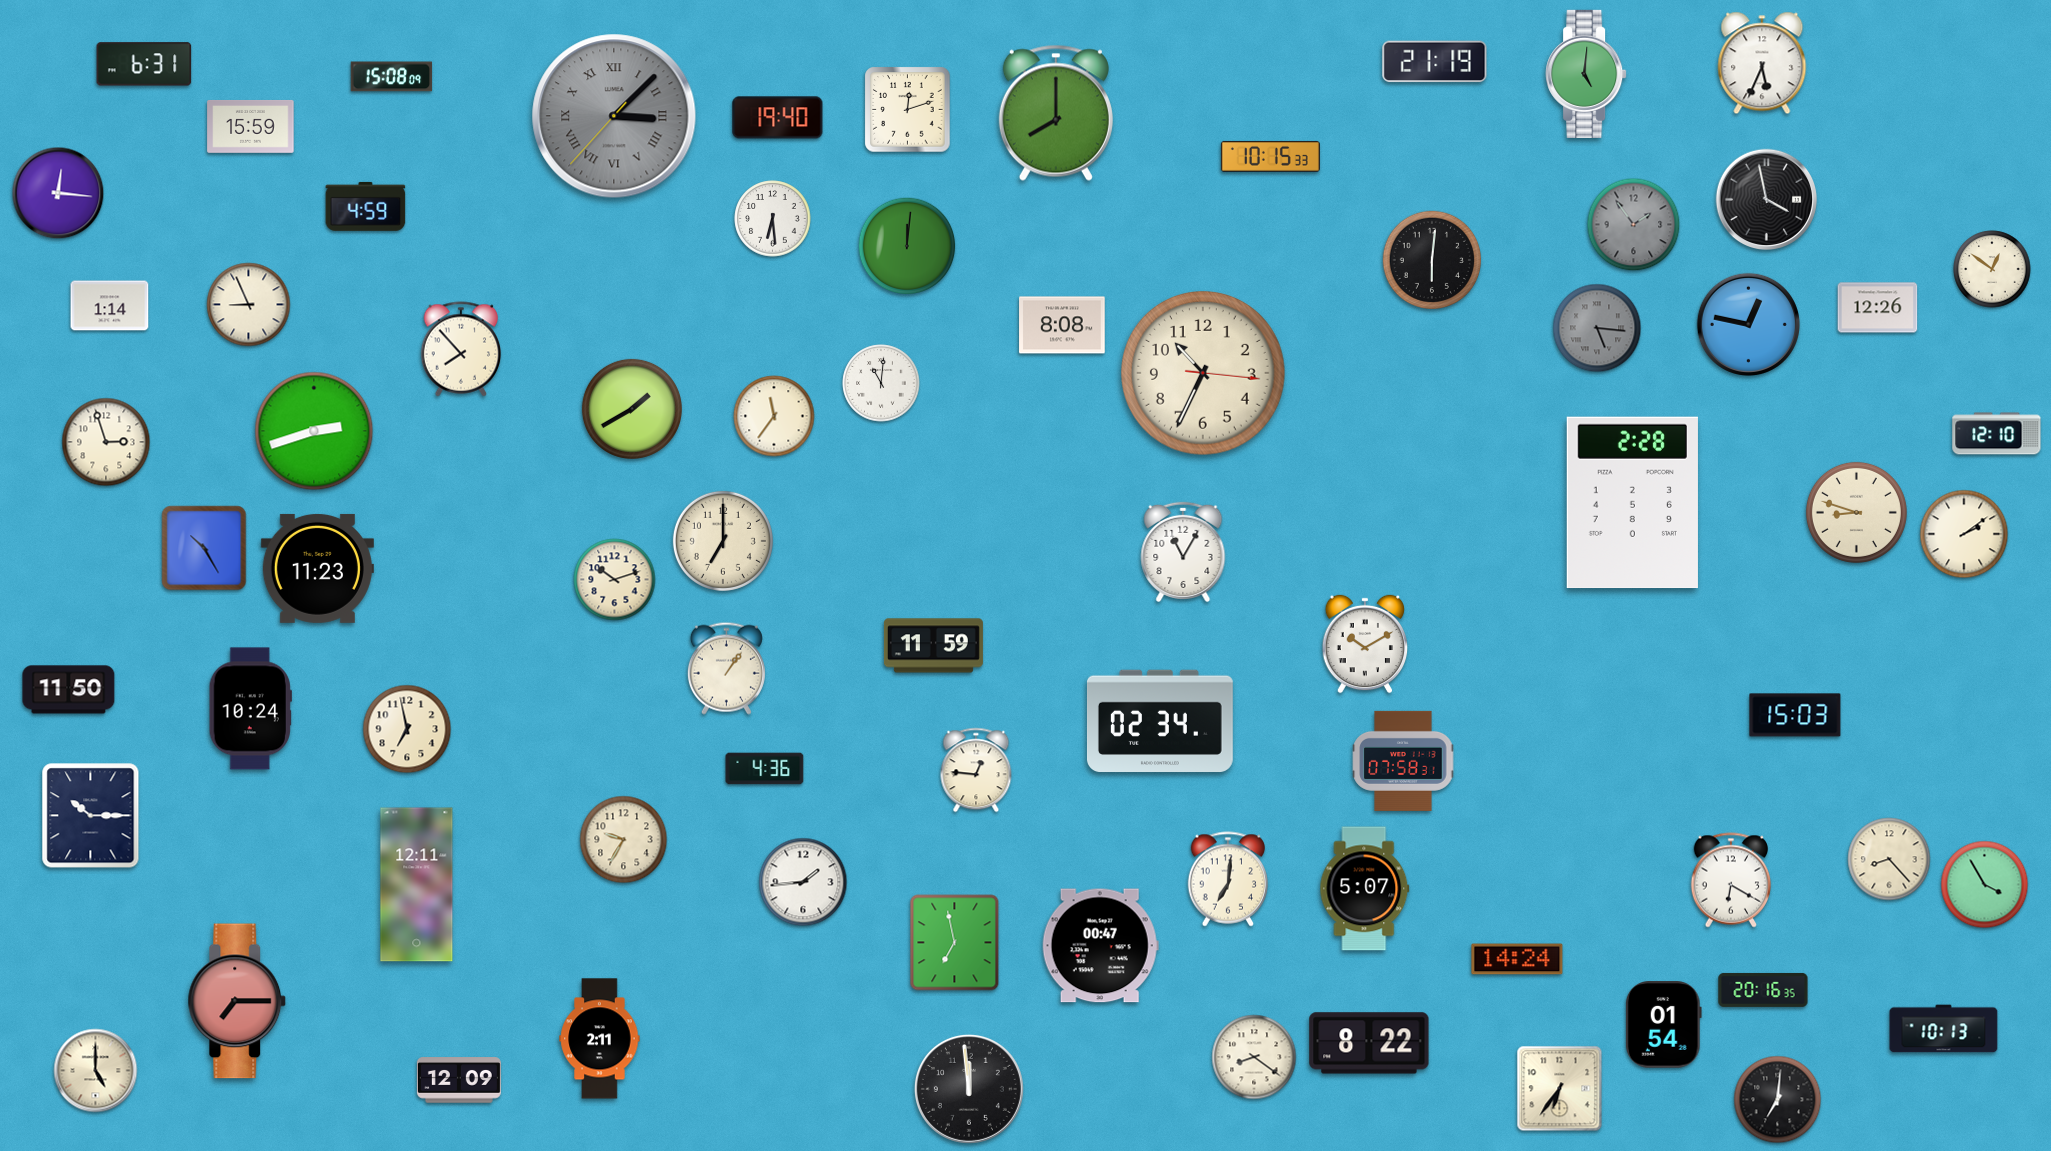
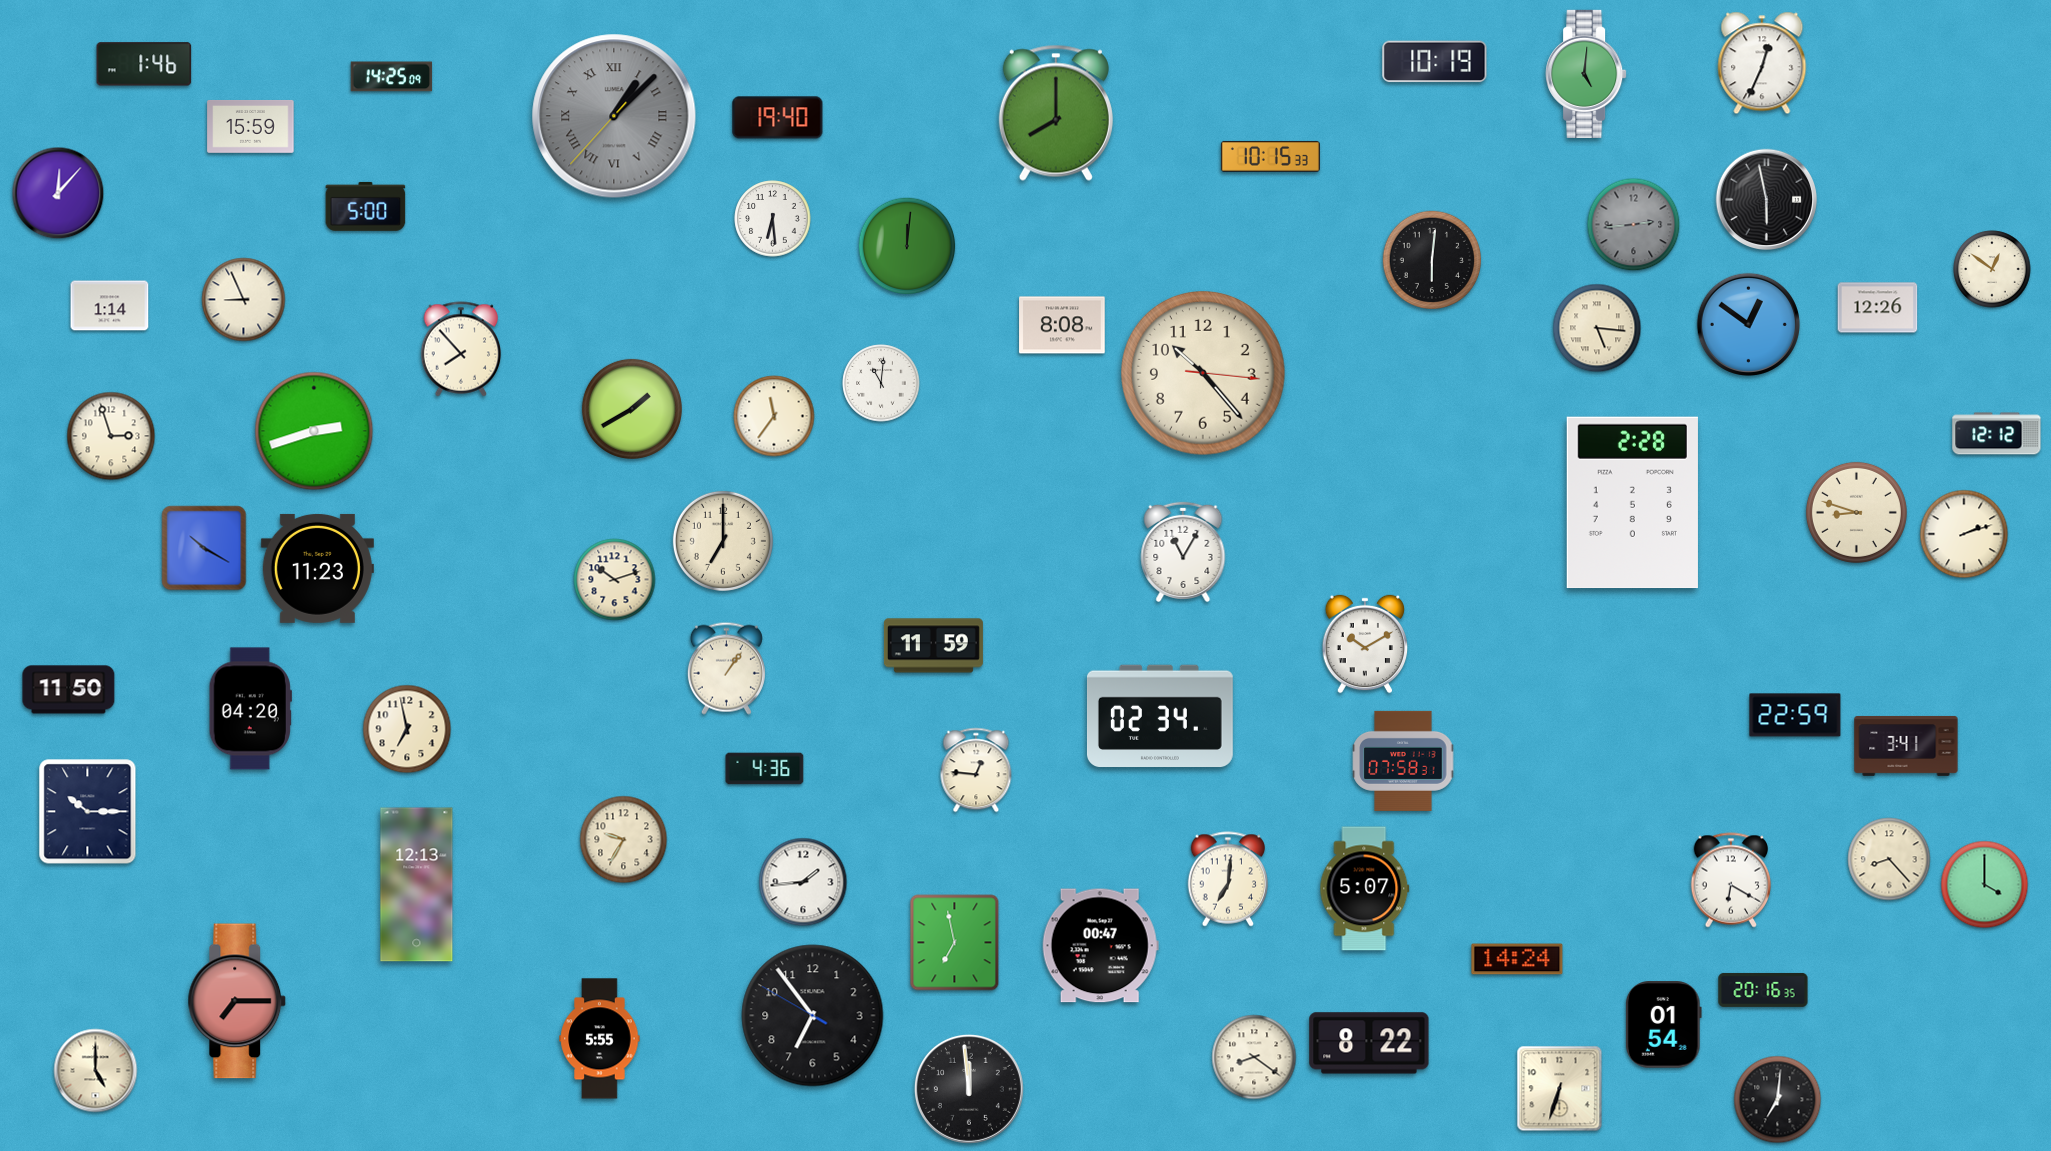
clock at (1435, 62): 21:19 -> 10:19
clock at (1762, 63): 5:34 -> 12:34
clock at (144, 64): 6:31 -> 1:46
clock at (392, 77): 15:08 -> 14:25
clock at (908, 110): 12:12 -> none
clock at (614, 116): 3:07 -> 1:07
clock at (58, 193): 12:16 -> 12:07
clock at (1767, 200): 3:58 -> 5:58
clock at (366, 206): 4:59 -> 5:00
clock at (1634, 225): 1:54 -> 2:44
clock at (249, 305) position: (249, 305) -> (244, 300)
clock at (1748, 324): 12:47 -> 12:51
clock at (1597, 328) dial: grey -> cream
clock at (1204, 374): 10:34 -> 10:23
clock at (1997, 434): 12:10 -> 12:12
clock at (106, 442) position: (106, 442) -> (111, 436)
clock at (1964, 534): 2:09 -> 2:12
clock at (204, 548): 10:25 -> 10:20
clock at (250, 709): 10:24 -> 04:20
clock at (1795, 715): 15:03 -> 22:59
clock at (1160, 721) position: (1160, 721) -> (1160, 716)
clock at (1906, 746): none -> 3:41
clock at (91, 816) position: (91, 816) -> (88, 812)
clock at (417, 885): 12:11 -> 12:13
clock at (1985, 885): 3:55 -> 4:00
clock at (813, 1016): none -> 6:53
clock at (1944, 1029): 10:13 -> none
clock at (600, 1039): 2:11 -> 5:55
clock at (459, 1080): 12:09 -> none
clock at (1560, 1089): 6:36 -> 6:33
